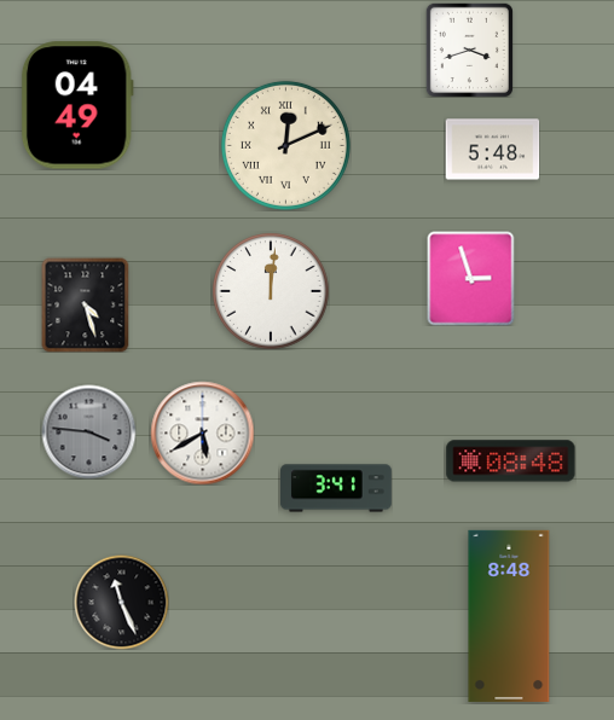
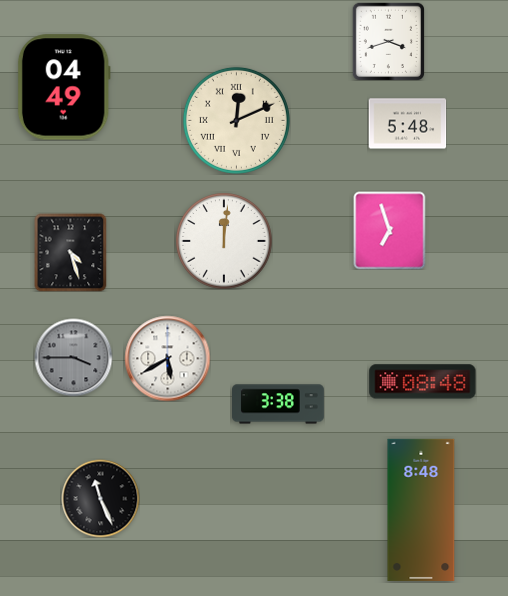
clock at (471, 278): 2:57 -> 6:57
clock at (88, 431): 3:46 -> 3:45
clock at (337, 488): 3:41 -> 3:38
